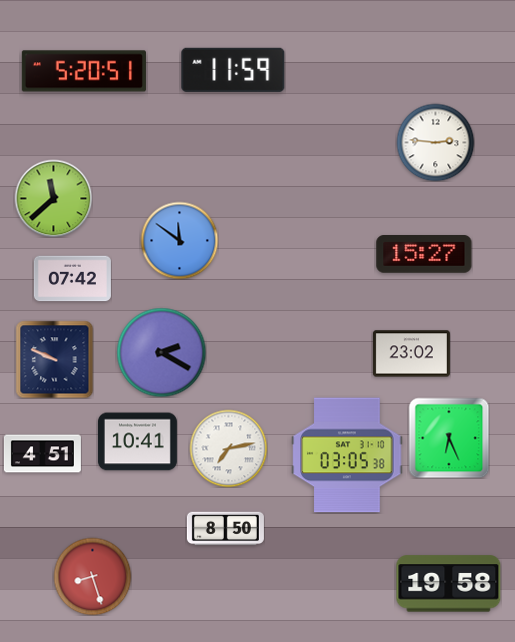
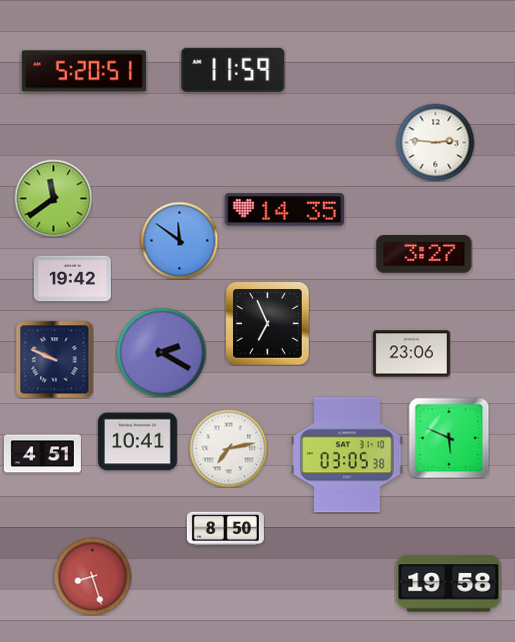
clock at (53, 198): 11:38 -> 11:39
clock at (285, 210): none -> 14:35
clock at (424, 255): 15:27 -> 3:27
clock at (72, 279): 07:42 -> 19:42
clock at (267, 323): none -> 6:56
clock at (411, 354): 23:02 -> 23:06
clock at (449, 438): 6:26 -> 5:49
